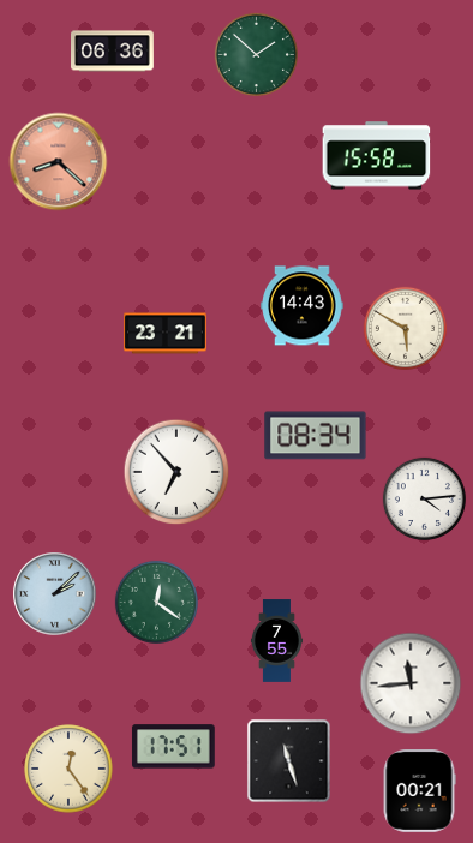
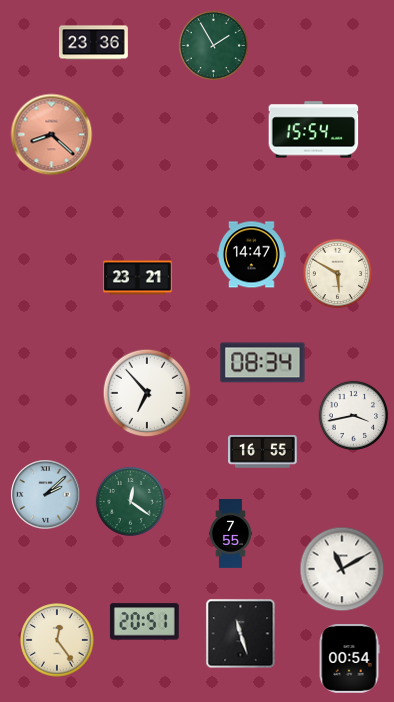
clock at (113, 52): 06:36 -> 23:36
clock at (256, 54): 1:52 -> 1:55
clock at (377, 156): 15:58 -> 15:54
clock at (59, 162) position: (59, 162) -> (52, 135)
clock at (303, 306): 14:43 -> 14:47
clock at (424, 498): 4:14 -> 3:43
clock at (263, 452): none -> 16:55
clock at (411, 683): 11:44 -> 11:10
clock at (173, 747): 17:51 -> 20:51
clock at (419, 791): 00:21 -> 00:54
